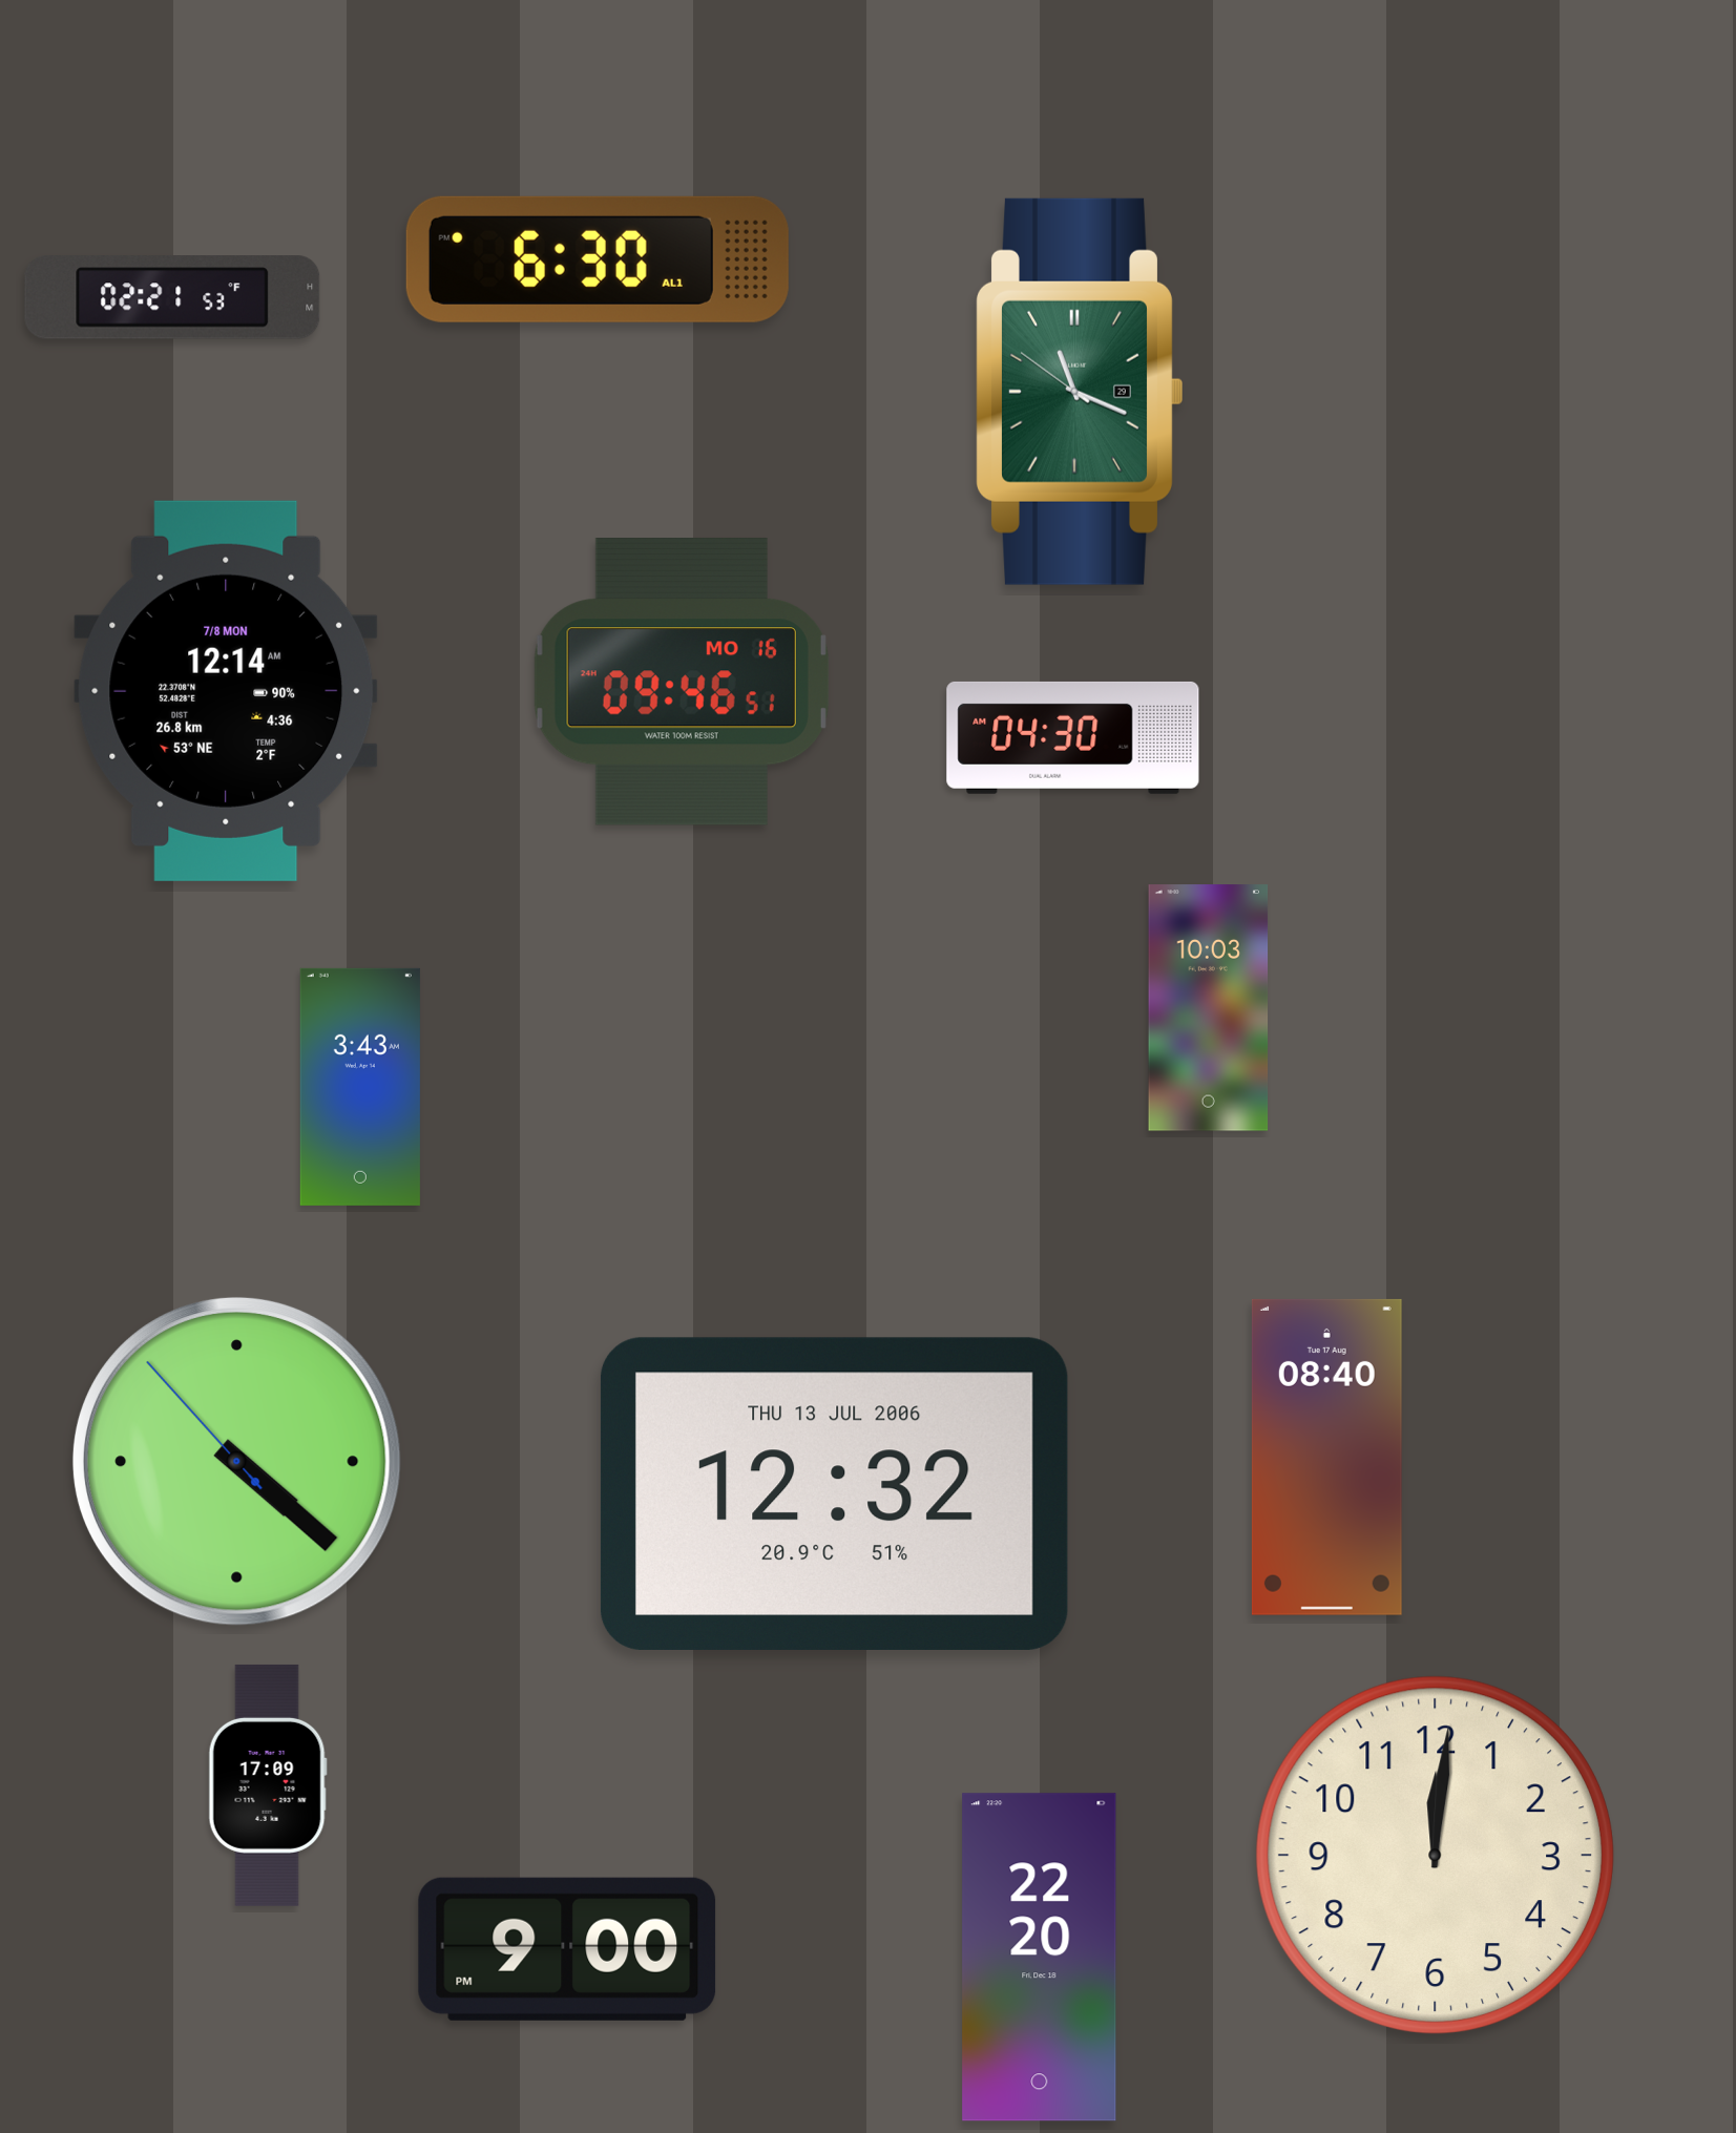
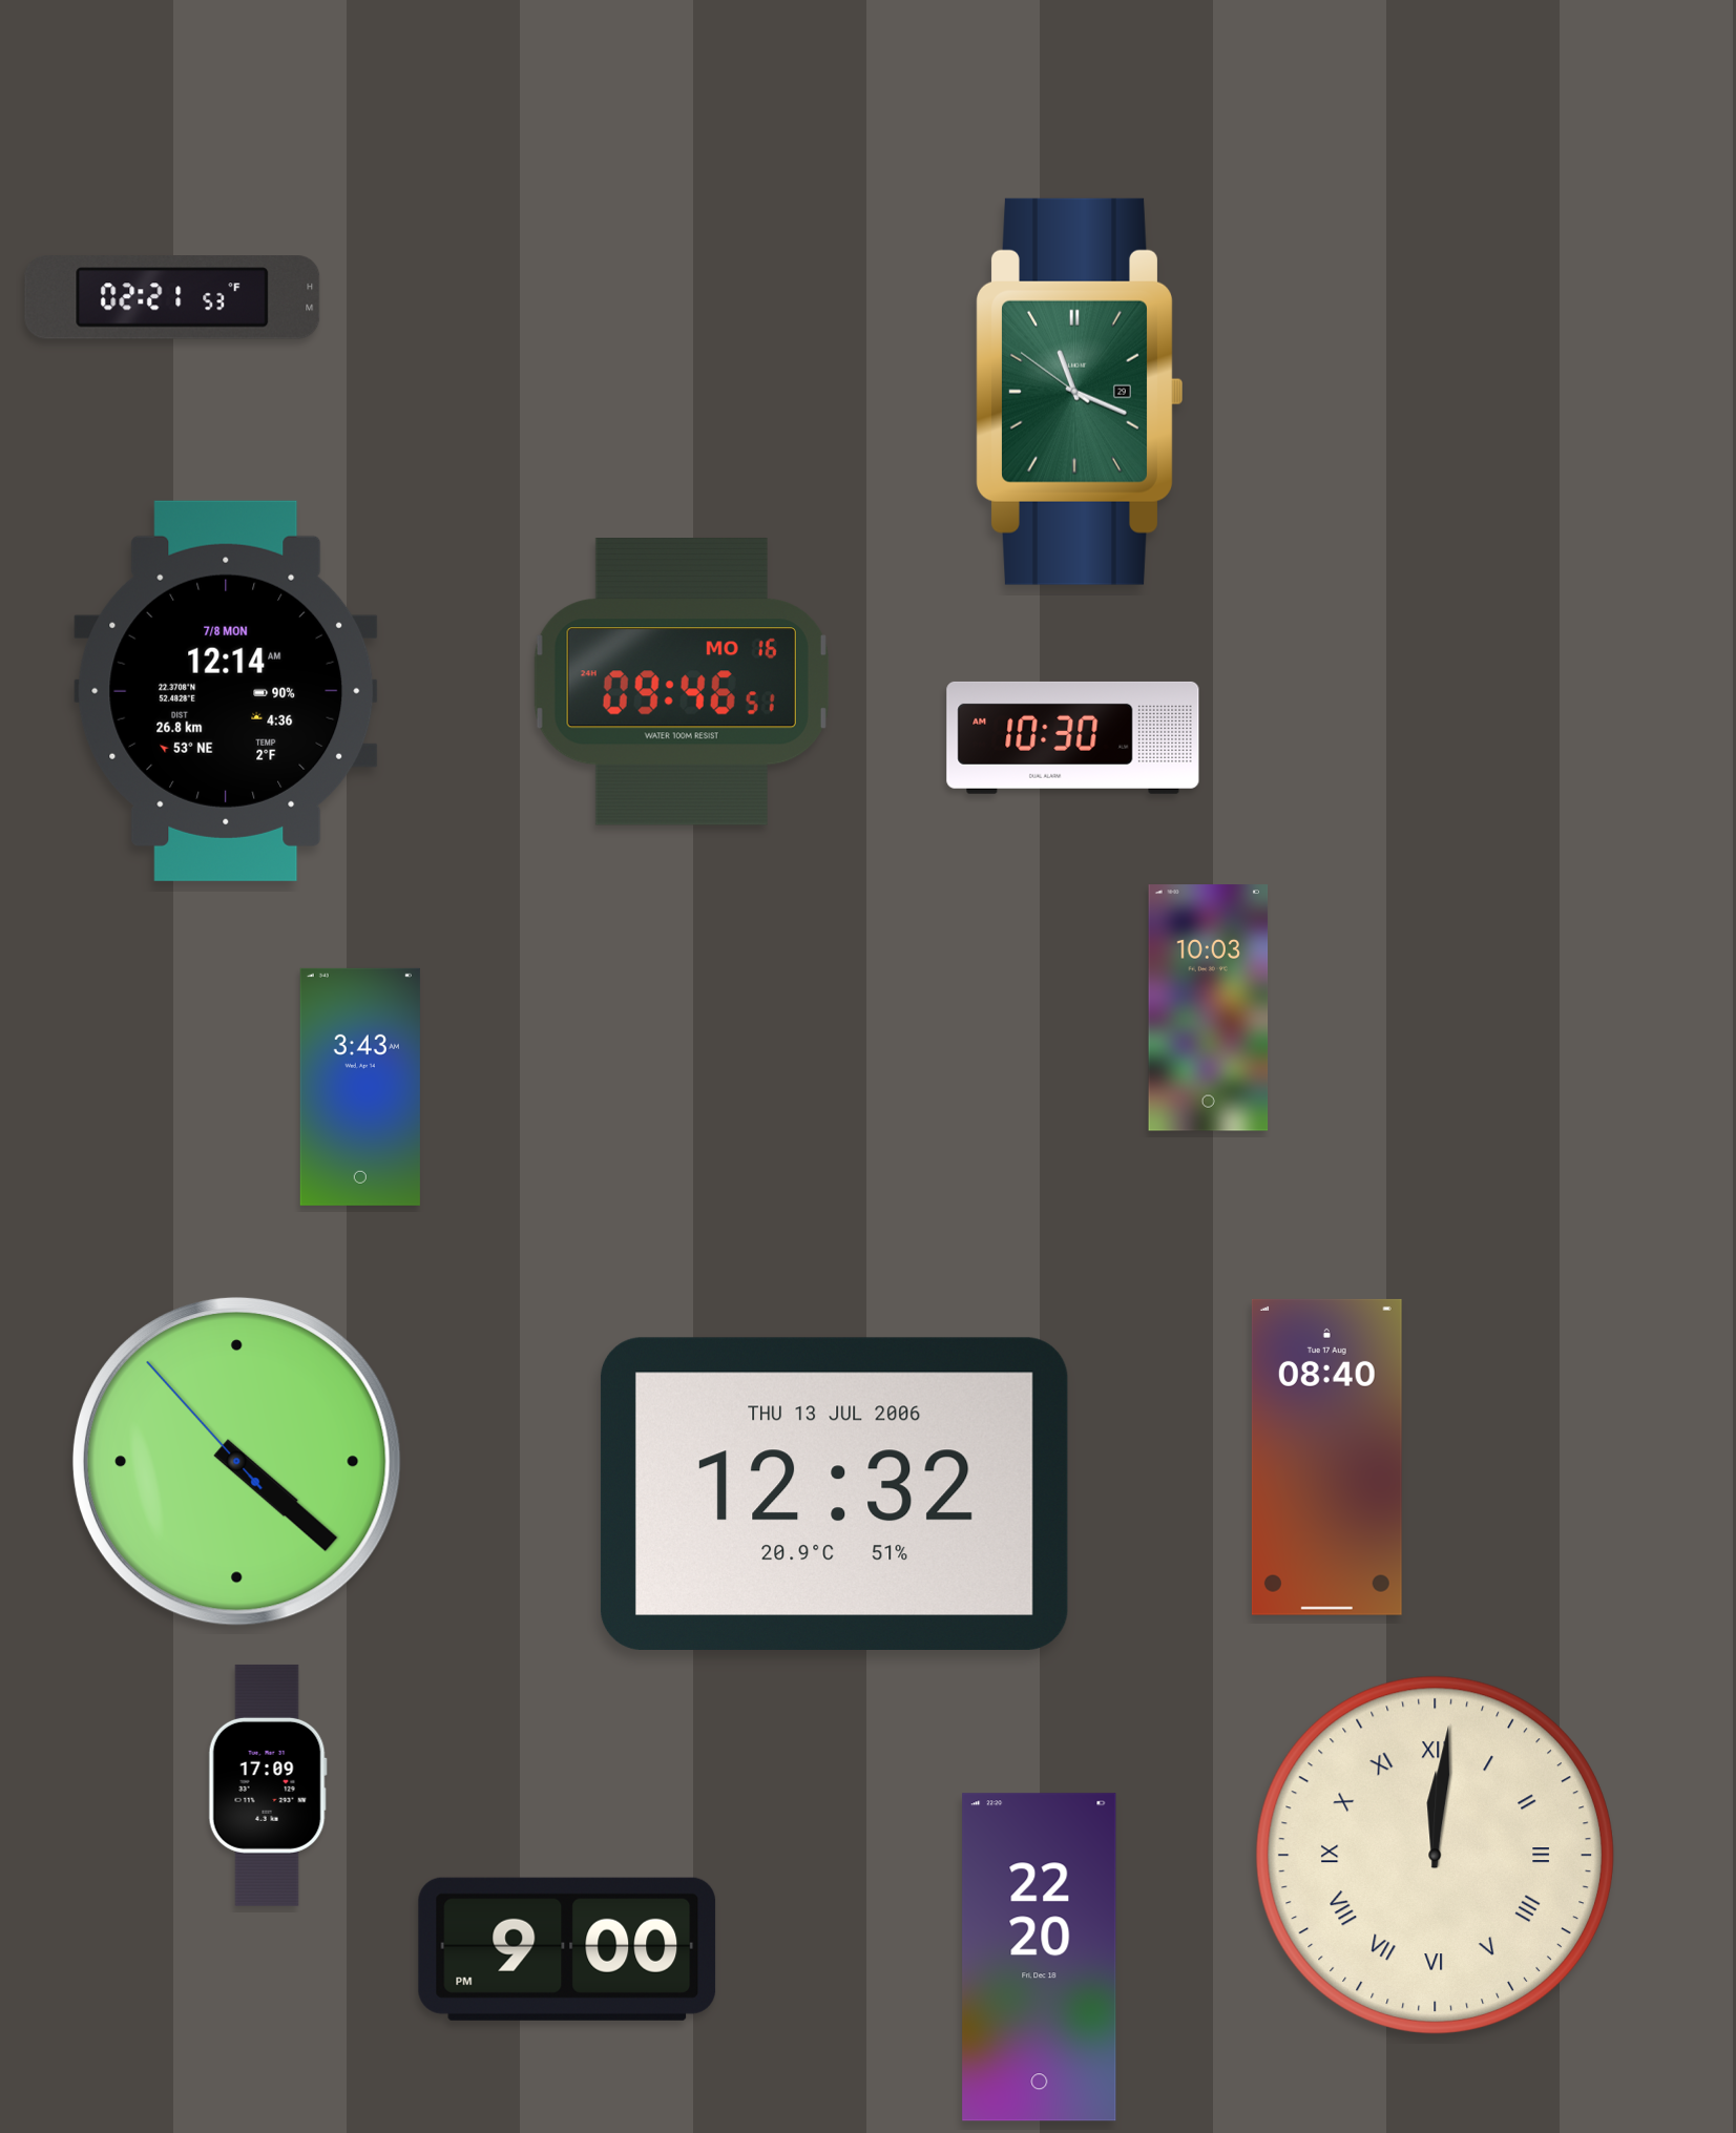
clock at (598, 259): 6:30 -> none
clock at (1073, 737): 04:30 -> 10:30
clock at (1435, 1855) numerals: Arabic -> Roman
